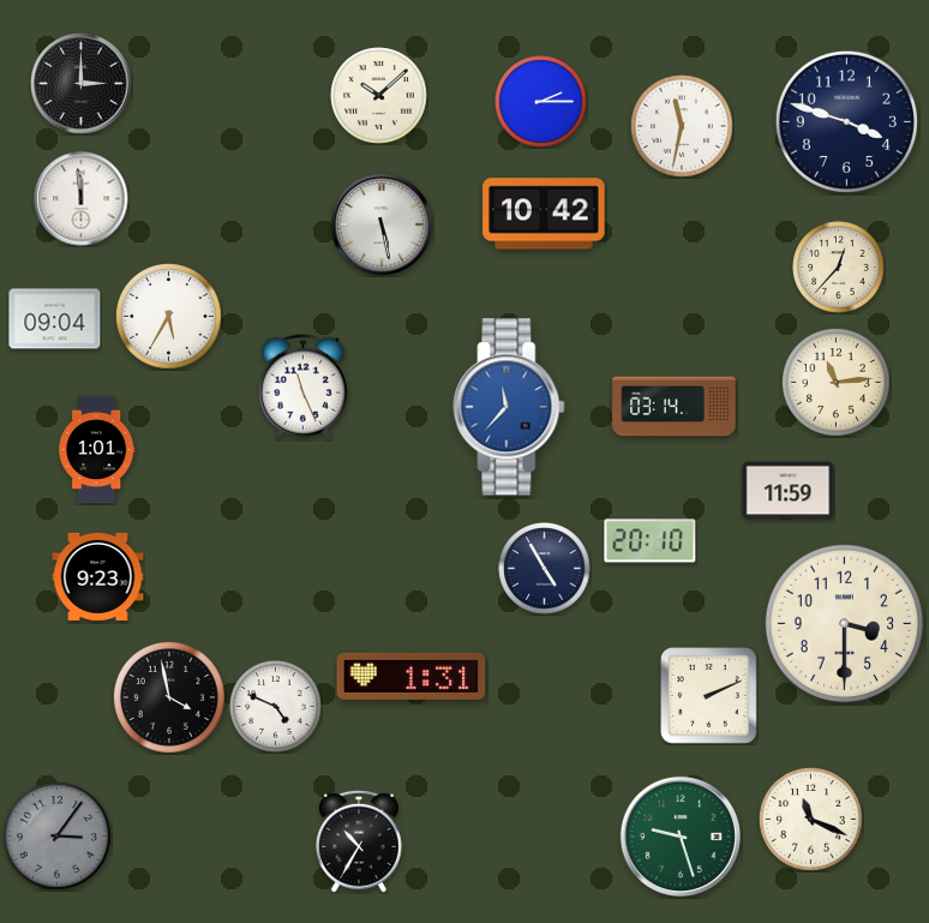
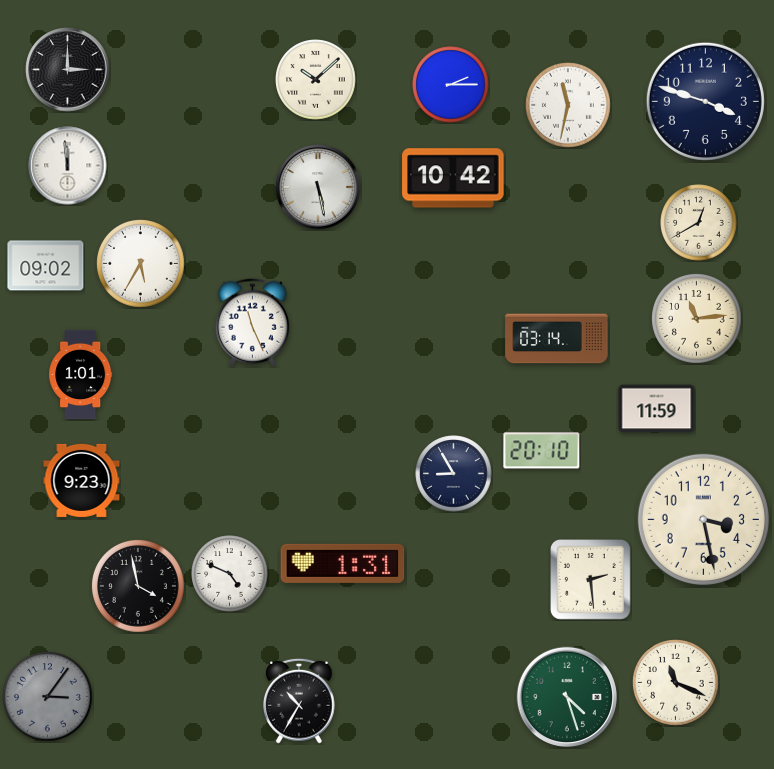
clock at (839, 268): 12:37 -> 12:40
clock at (55, 319): 09:04 -> 09:02
clock at (509, 407): 11:37 -> none
clock at (675, 407) position: (675, 407) -> (557, 339)
clock at (545, 569): 4:55 -> 8:55
clock at (844, 623): 3:30 -> 3:28
clock at (709, 696): 2:11 -> 2:29
clock at (169, 697) position: (169, 697) -> (138, 586)
clock at (276, 707) position: (276, 707) -> (230, 574)
clock at (681, 837): 9:27 -> 4:27
